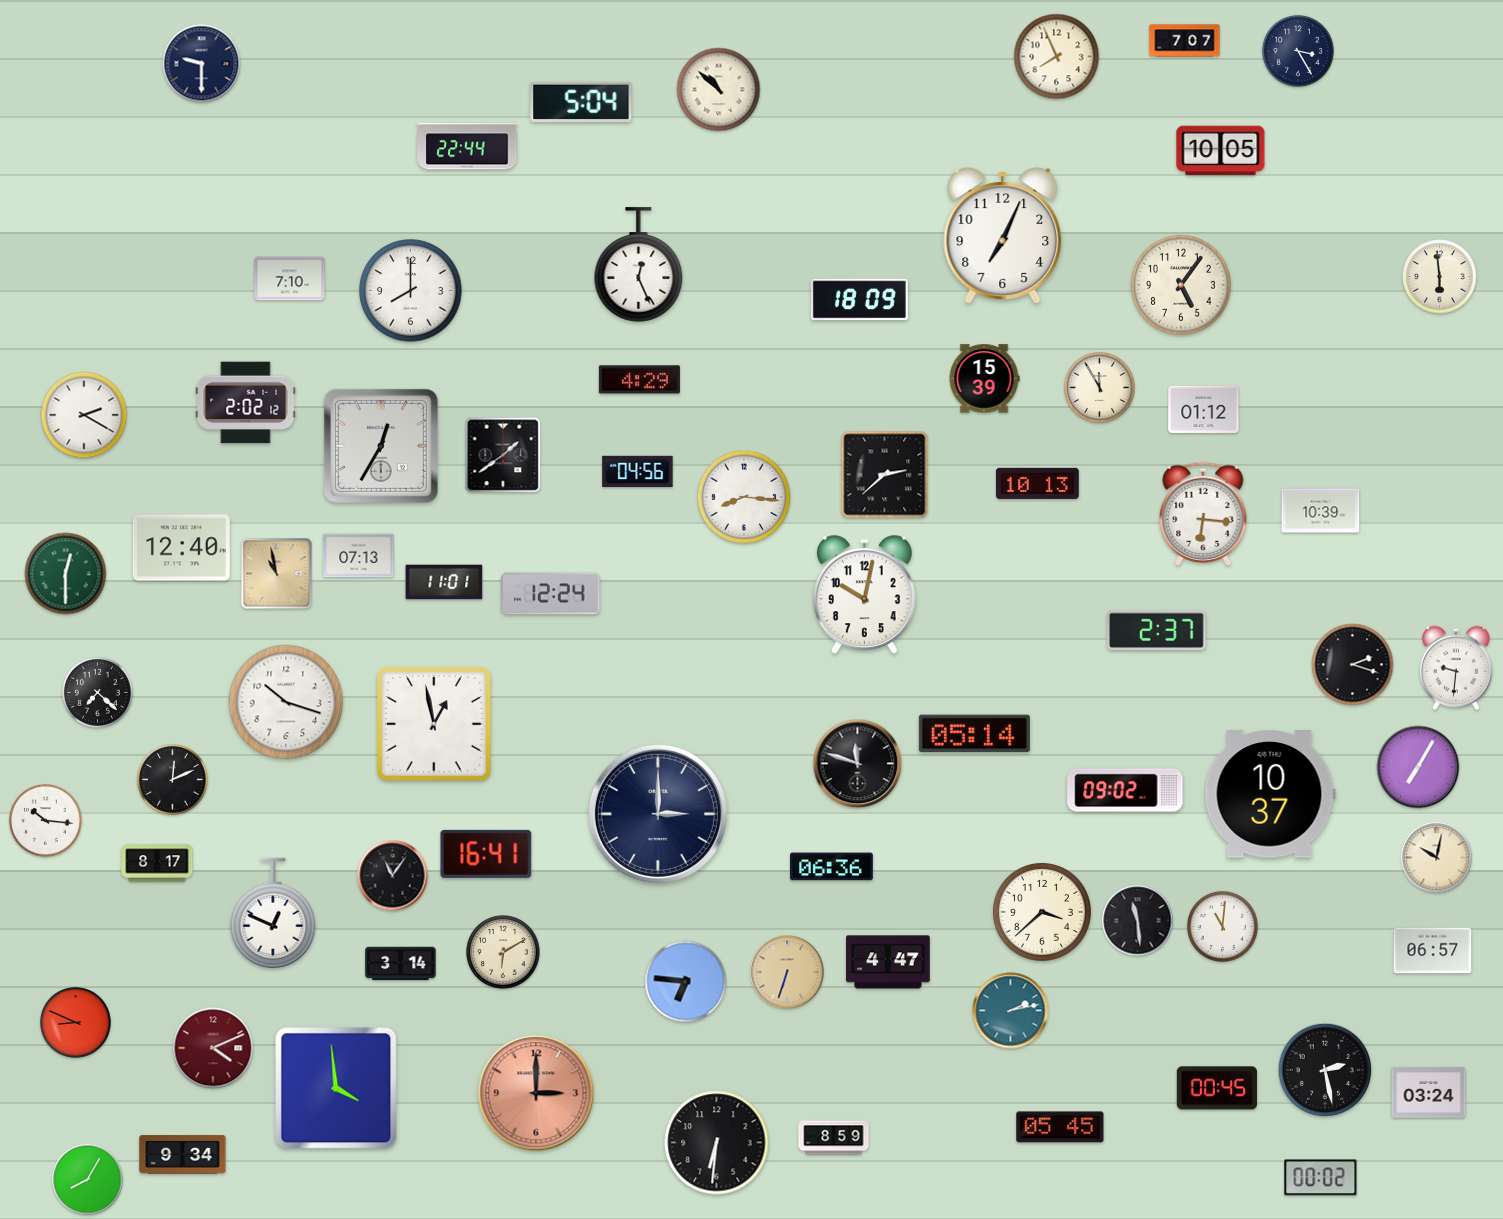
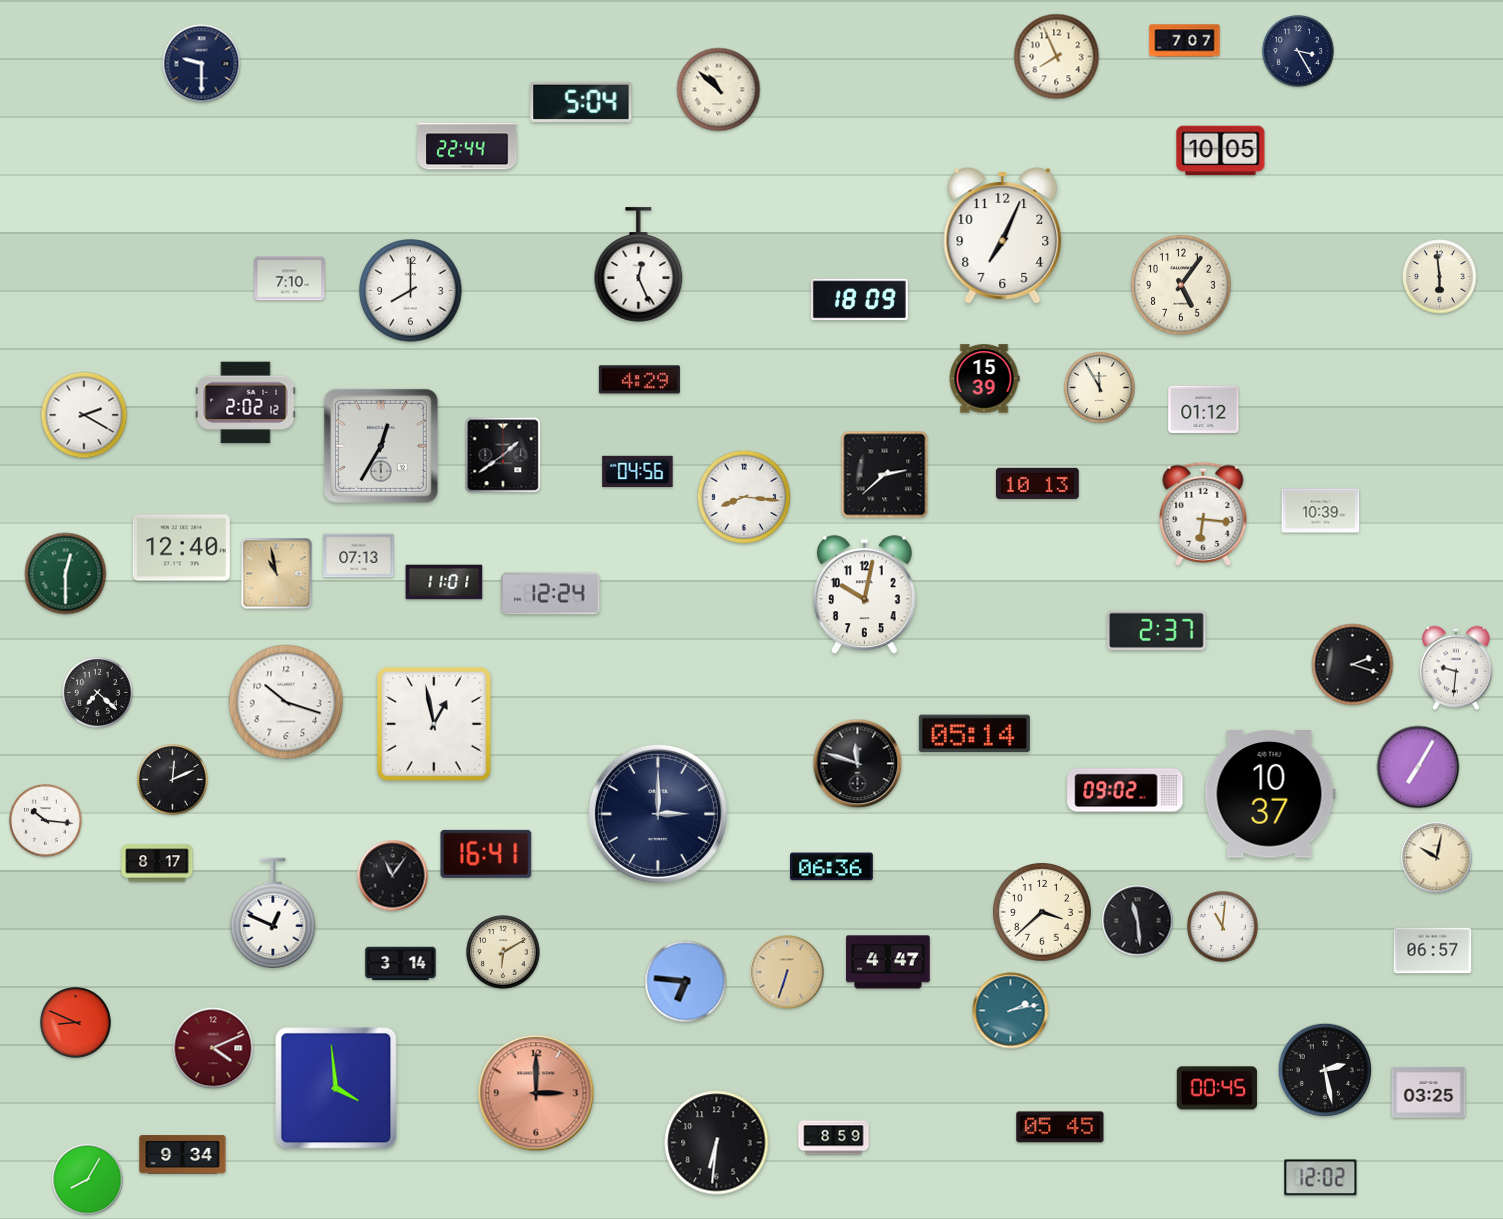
clock at (1429, 1093): 03:24 -> 03:25
clock at (1321, 1178): 00:02 -> 12:02
